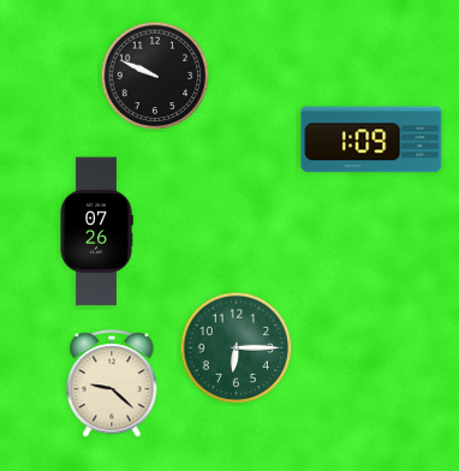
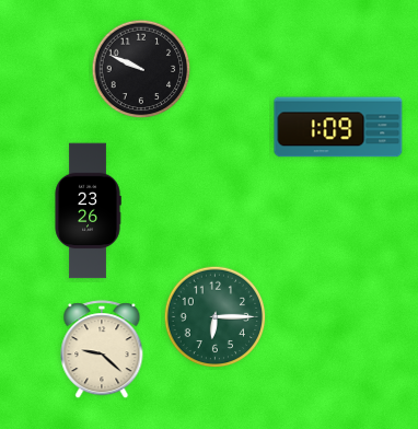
clock at (96, 232): 07:26 -> 23:26
